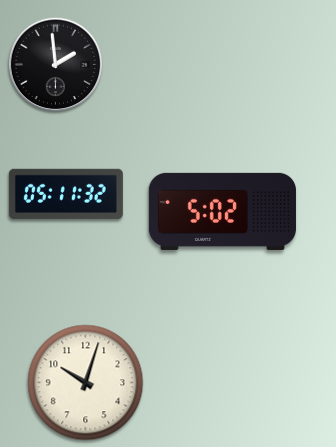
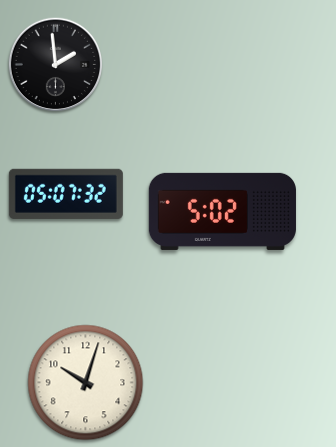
clock at (66, 194): 05:11 -> 05:07
